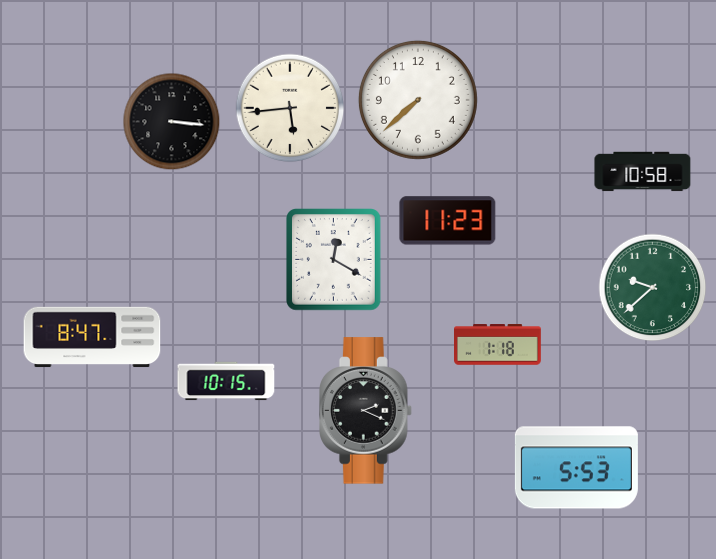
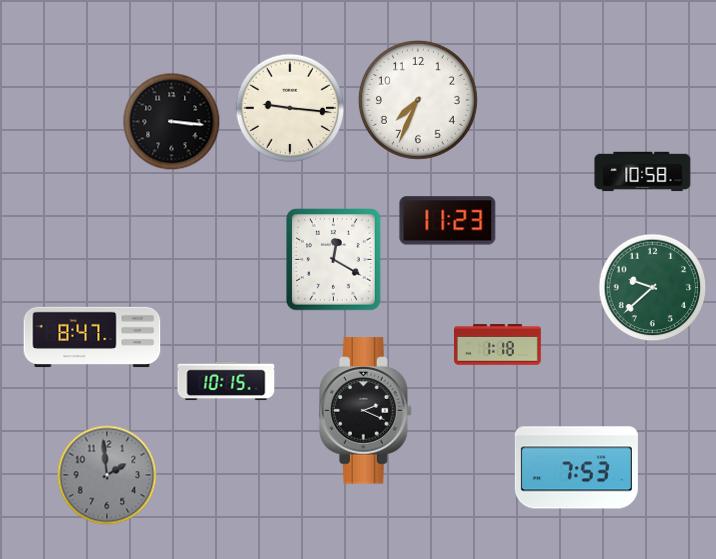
clock at (418, 100): 7:38 -> 7:34
clock at (290, 108): 5:44 -> 9:16
clock at (576, 468): 5:53 -> 7:53
clock at (107, 475): none -> 1:59
